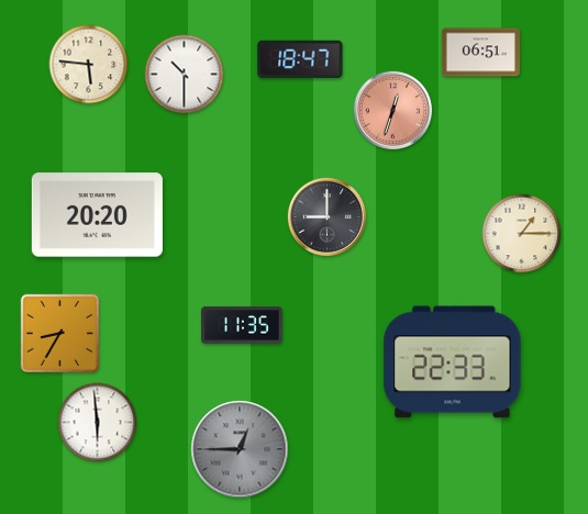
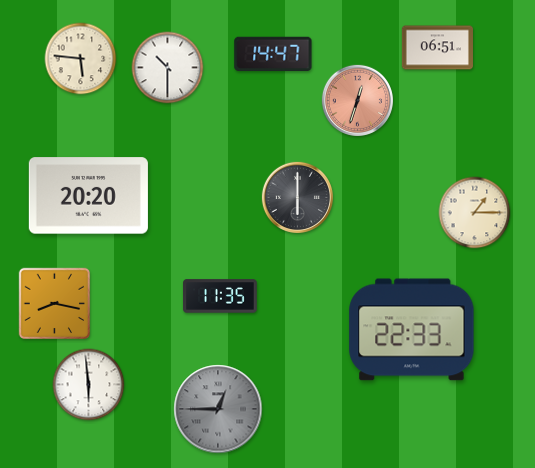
clock at (300, 58): 18:47 -> 14:47
clock at (326, 216): 9:00 -> 6:00
clock at (60, 334): 8:35 -> 8:17
